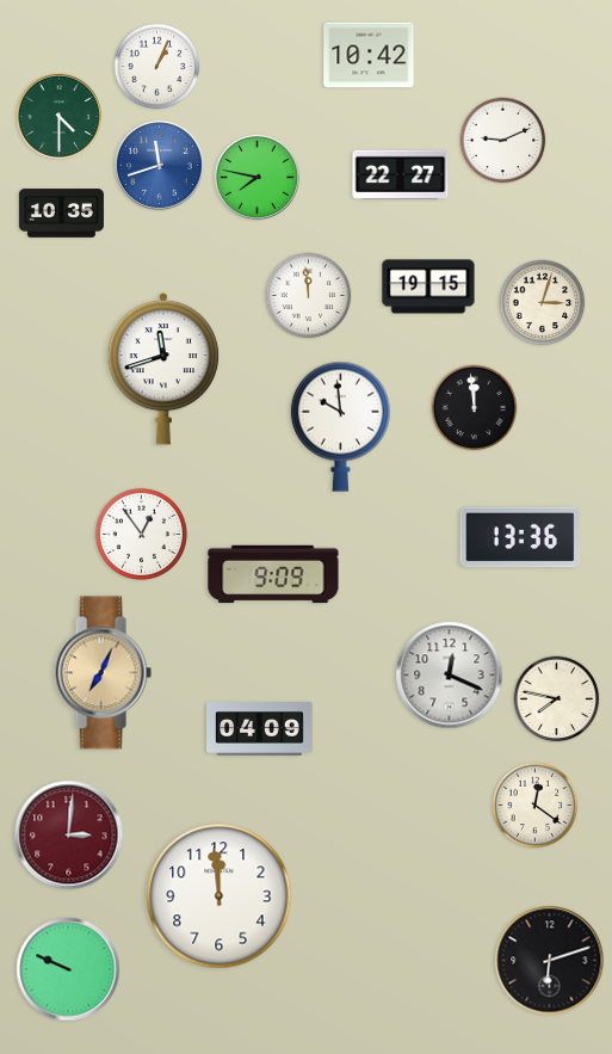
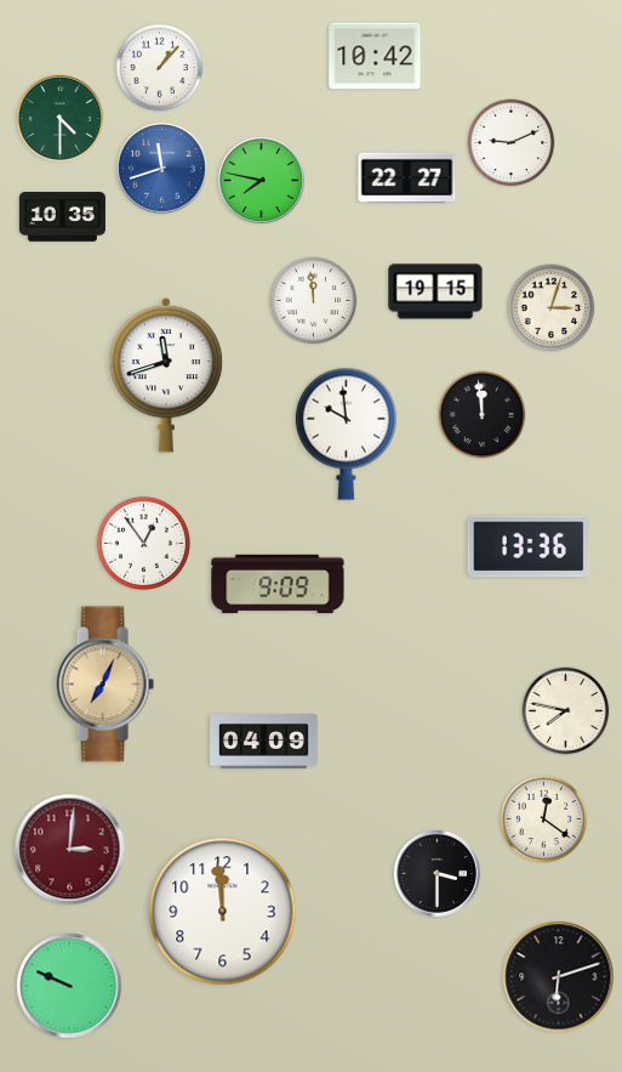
clock at (157, 67): 1:04 -> 1:07
clock at (450, 676): 12:19 -> none
clock at (436, 873): none -> 3:30
